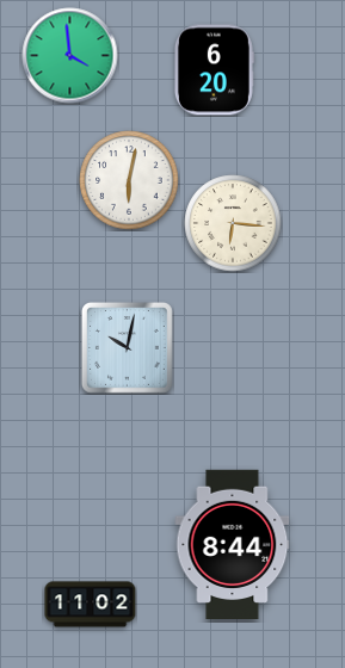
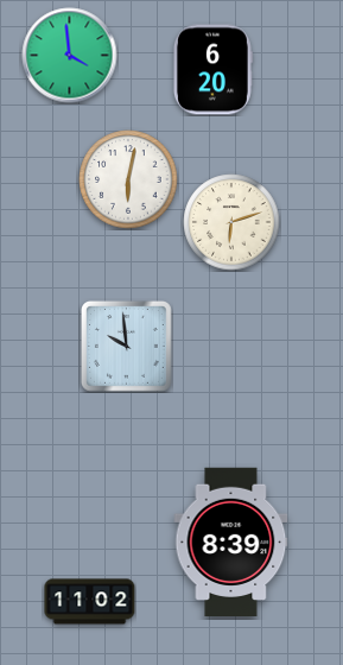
clock at (233, 223): 6:16 -> 6:12
clock at (127, 347): 10:02 -> 9:59
clock at (233, 544): 8:44 -> 8:39
